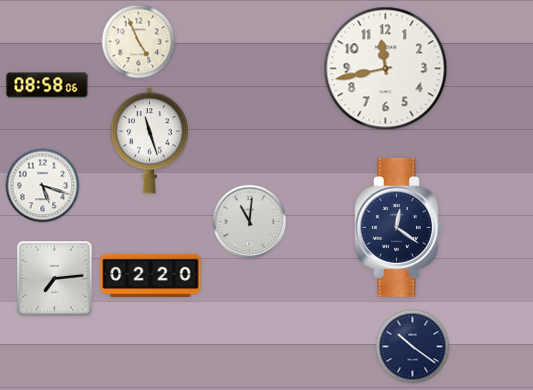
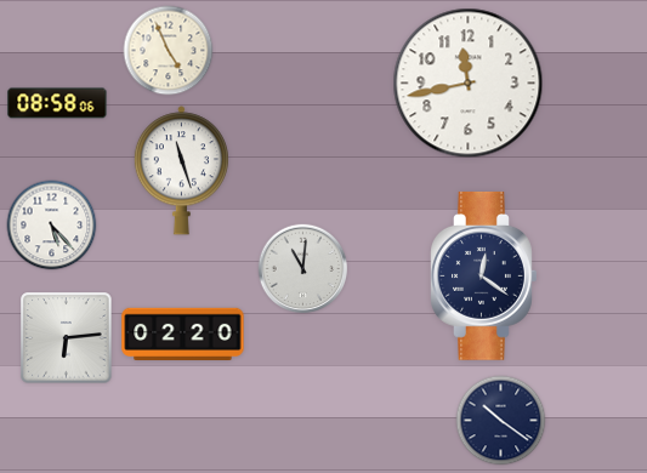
clock at (43, 186): 5:18 -> 5:23
clock at (55, 279): 7:14 -> 6:14
